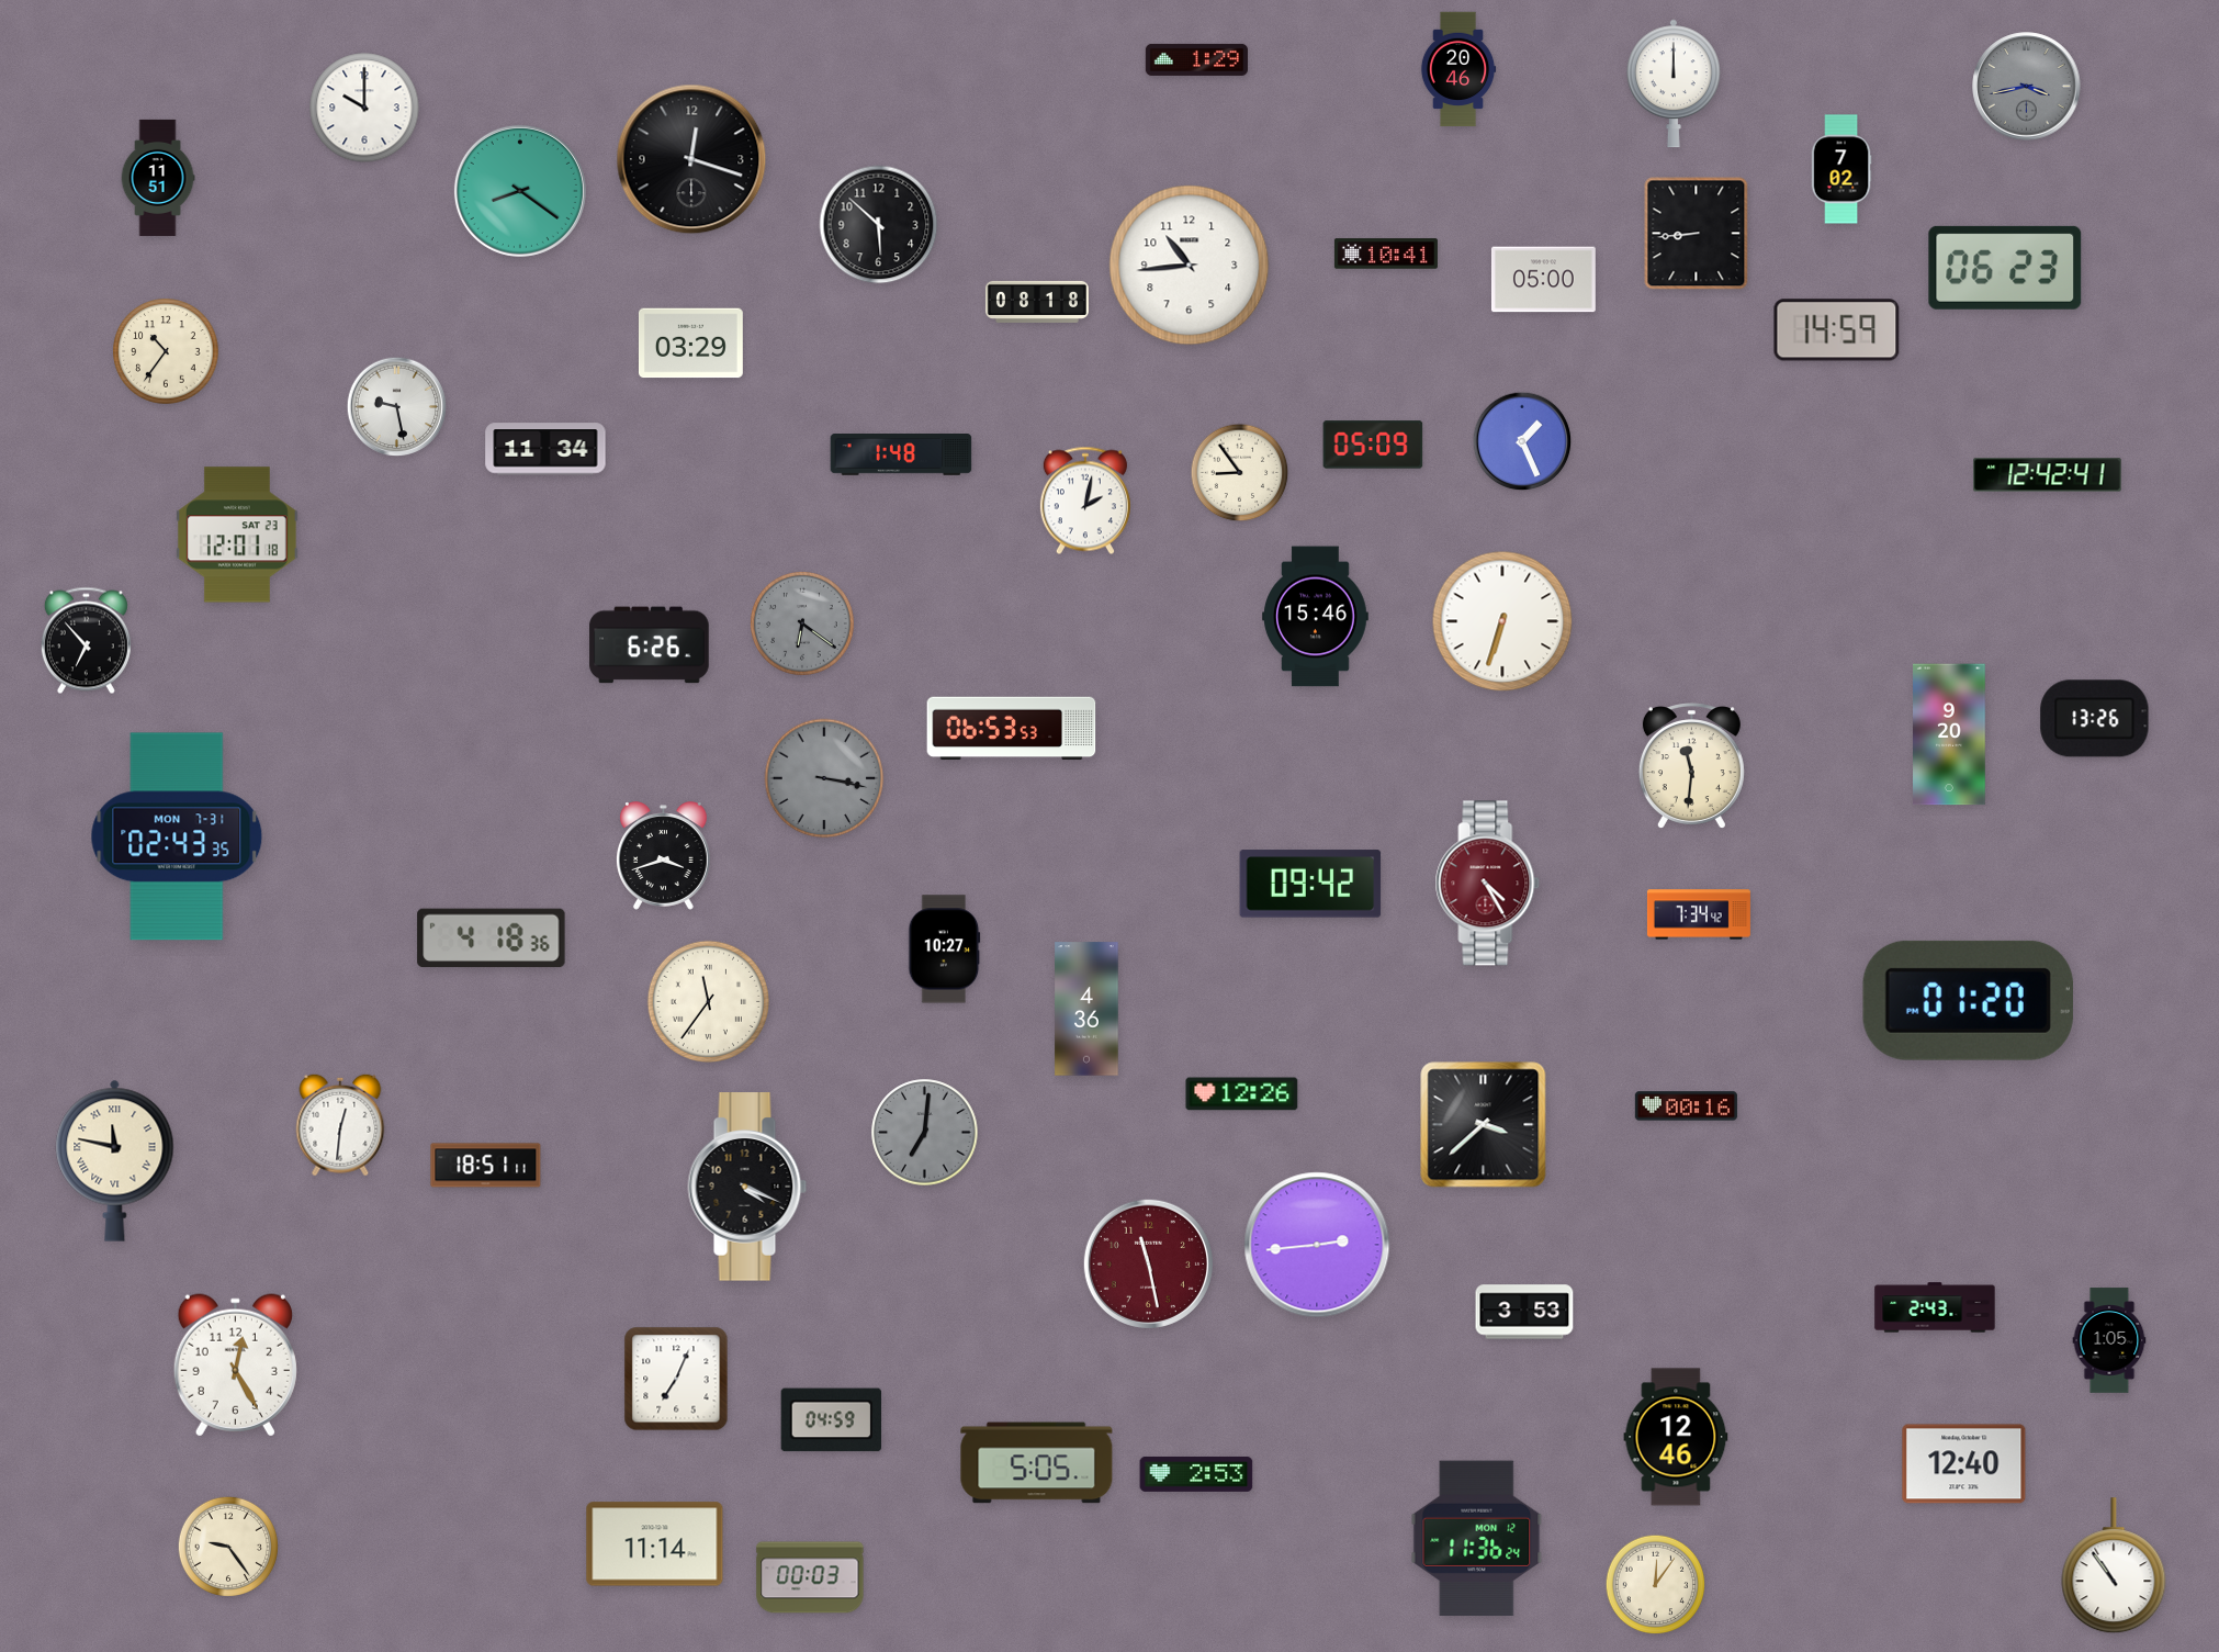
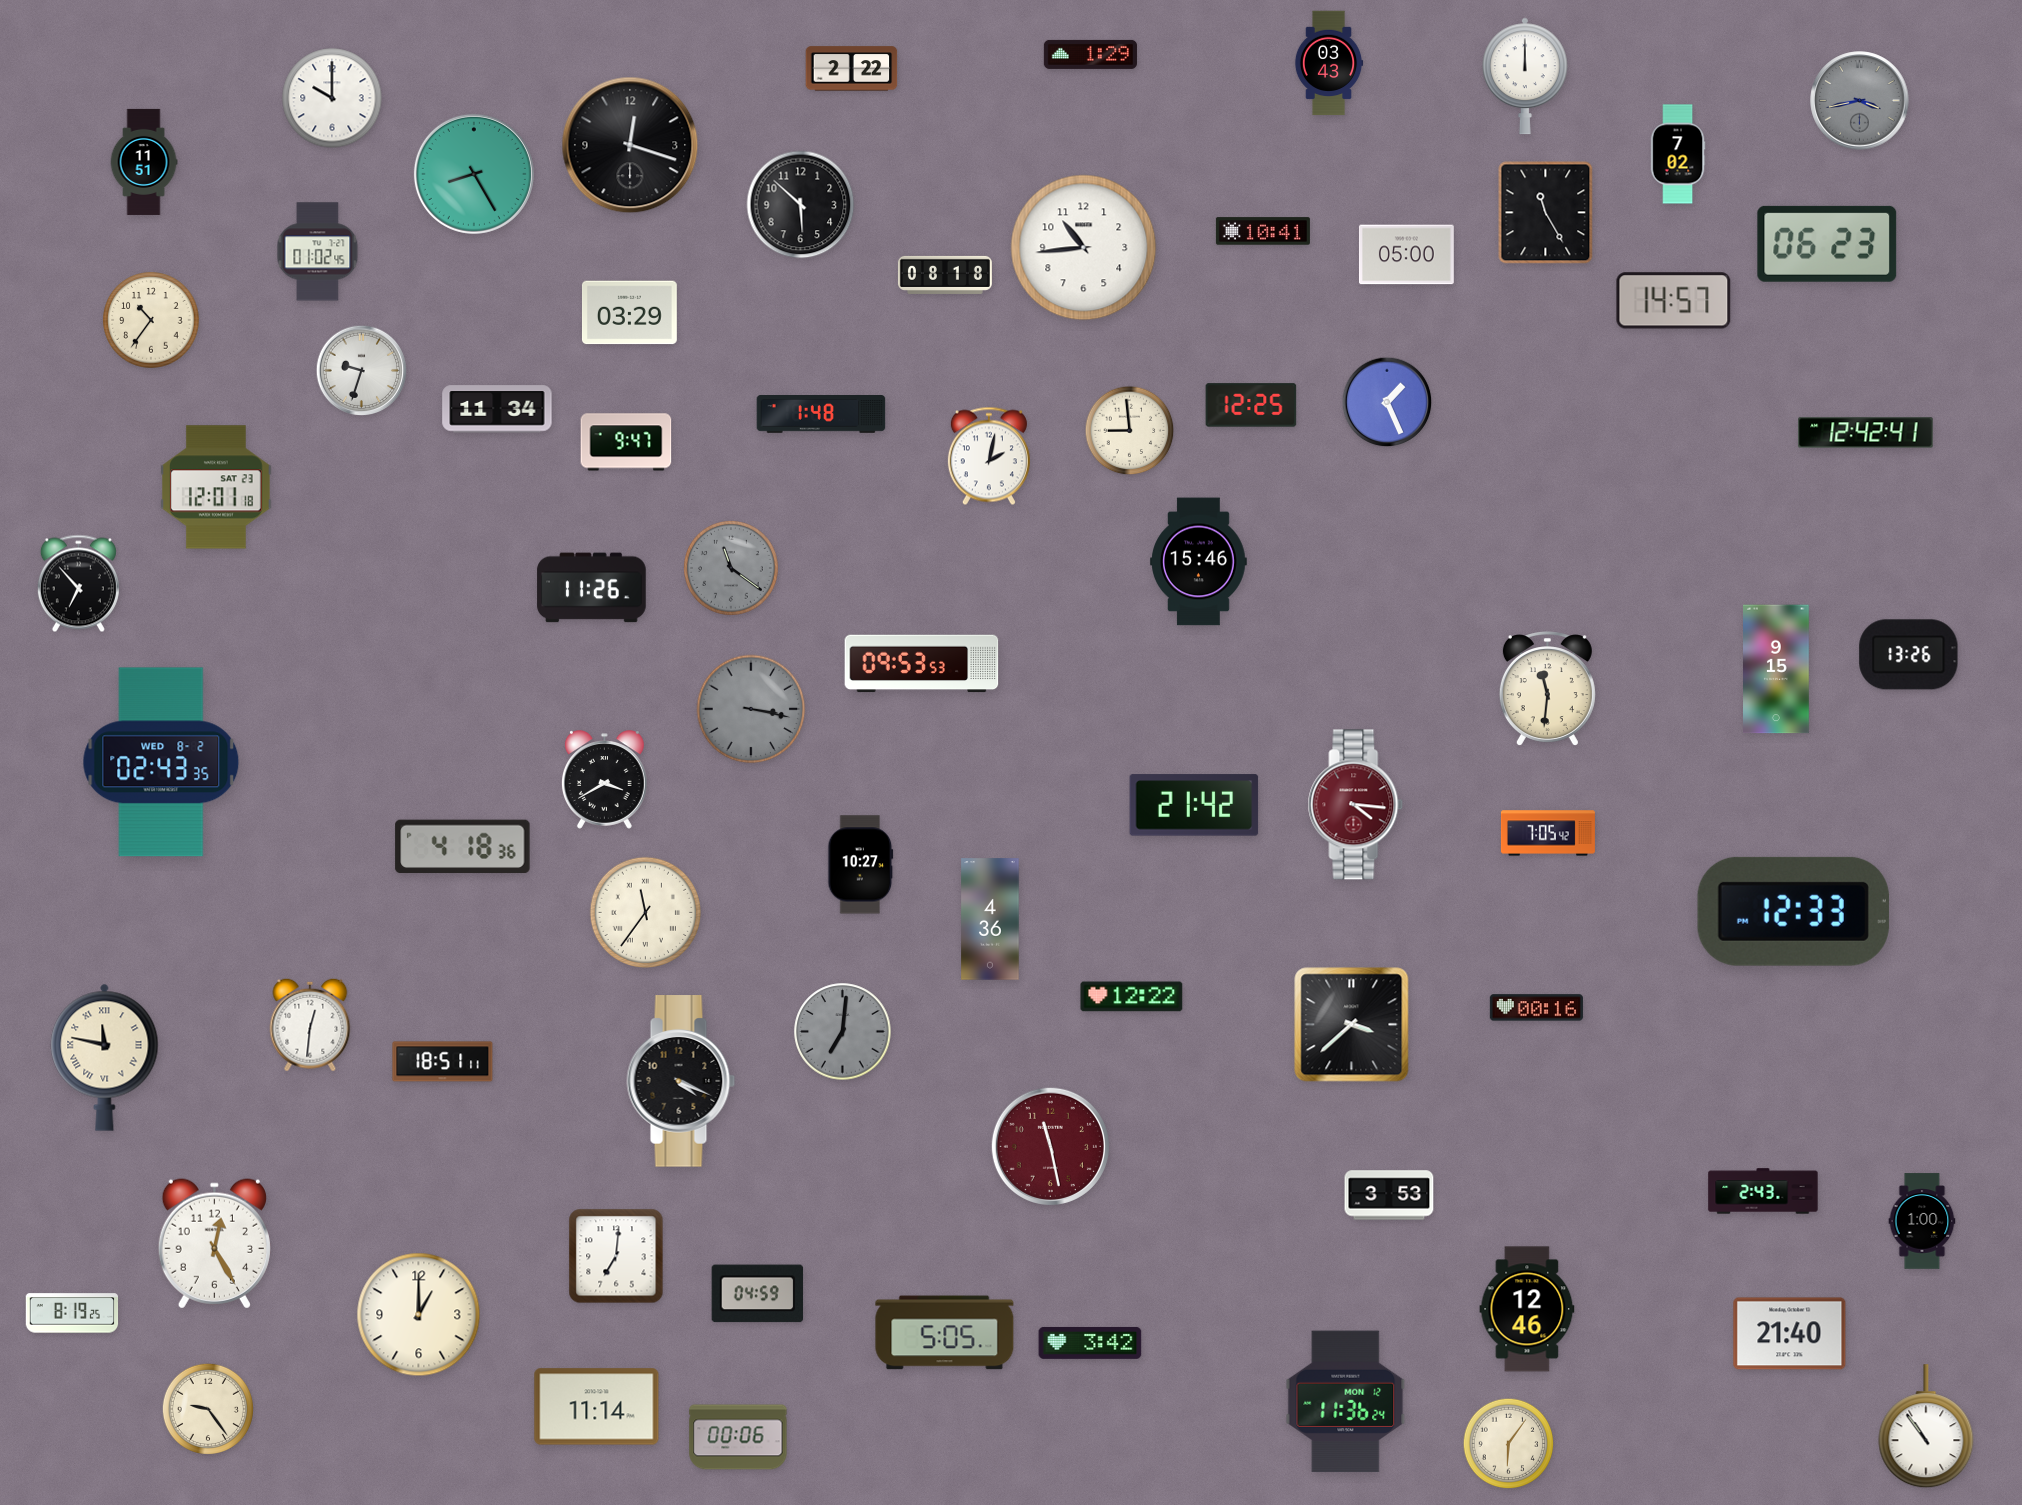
clock at (1458, 69): 20:46 -> 03:43
clock at (852, 69): none -> 2:22
clock at (2027, 87) position: (2027, 87) -> (1860, 101)
clock at (520, 191): 8:21 -> 8:25
clock at (1697, 234): 8:44 -> 11:25
clock at (1190, 266) position: (1190, 266) -> (1084, 248)
clock at (318, 252): none -> 01:02
clock at (1837, 330): 14:59 -> 14:57
clock at (397, 407): 9:28 -> 9:33
clock at (1373, 445): 05:09 -> 12:25
clock at (1240, 473): 8:54 -> 8:59
clock at (626, 442): none -> 9:47
clock at (1502, 621): 6:33 -> none
clock at (803, 625): 6:21 -> 11:21
clock at (650, 645): 6:26 -> 11:26
clock at (1012, 729): 06:53 -> 09:53
clock at (1950, 734): 9:20 -> 9:15
clock at (1691, 765) position: (1691, 765) -> (1547, 688)
clock at (177, 836) date: MON 7-31 -> WED 8-2
clock at (663, 856): 3:42 -> 3:40
clock at (1310, 884): 09:42 -> 21:42
clock at (1488, 884): 4:25 -> 4:16
clock at (1699, 914): 7:34 -> 7:05
clock at (492, 939) position: (492, 939) -> (463, 847)
clock at (1968, 1000): 01:20 -> 12:33
clock at (1242, 1094): 12:26 -> 12:22
clock at (1317, 1245): 2:44 -> none
clock at (1148, 1263) position: (1148, 1263) -> (1050, 1146)
clock at (2109, 1340): 1:05 -> 1:00
clock at (676, 1379): 7:04 -> 7:01
clock at (72, 1313): none -> 8:19
clock at (419, 1315): none -> 1:00
clock at (1964, 1464): 12:40 -> 21:40
clock at (1196, 1474): 2:53 -> 3:42
clock at (810, 1577): 00:03 -> 00:06
clock at (1656, 1585): 12:06 -> 6:06
